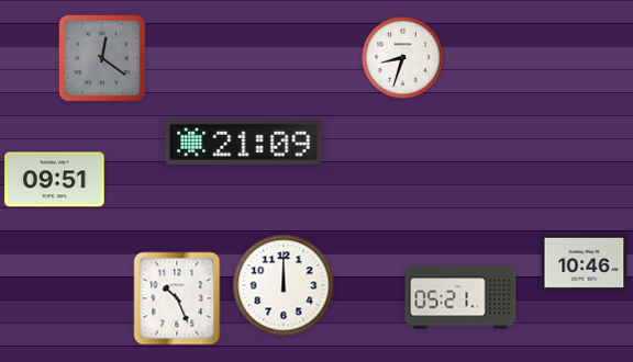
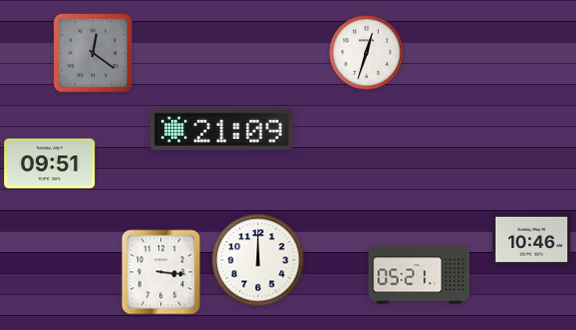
clock at (403, 58): 8:33 -> 12:33
clock at (460, 297) position: (460, 297) -> (419, 275)
clock at (177, 298): 10:26 -> 3:16
